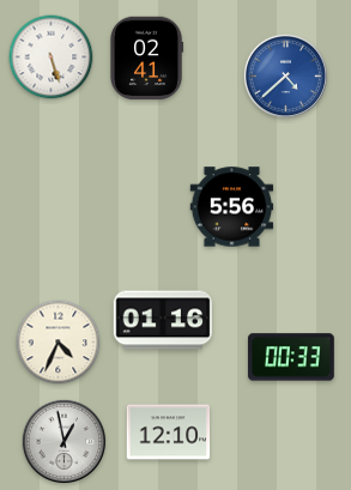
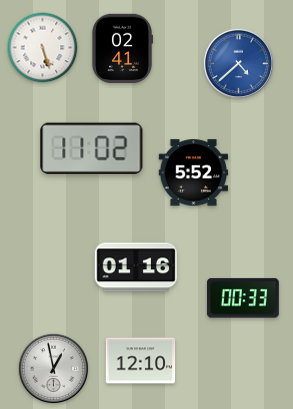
clock at (92, 149): none -> 11:02
clock at (232, 207): 5:56 -> 5:52
clock at (59, 343): 4:34 -> none
